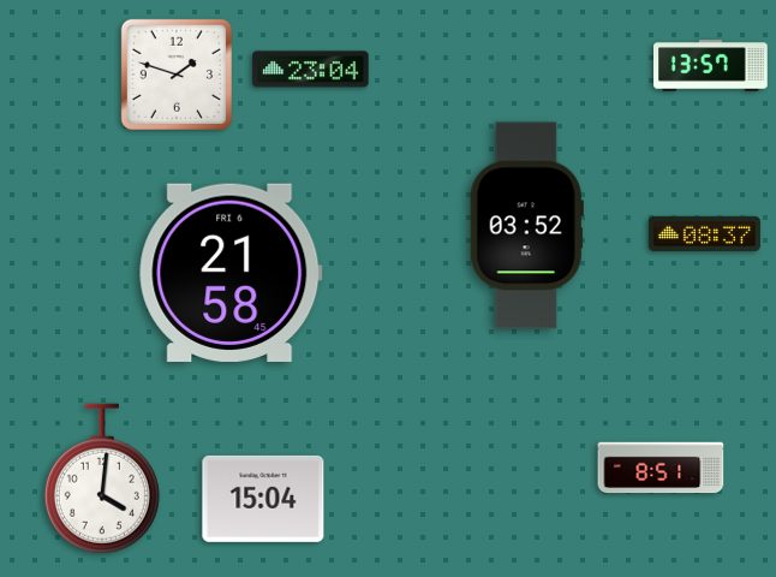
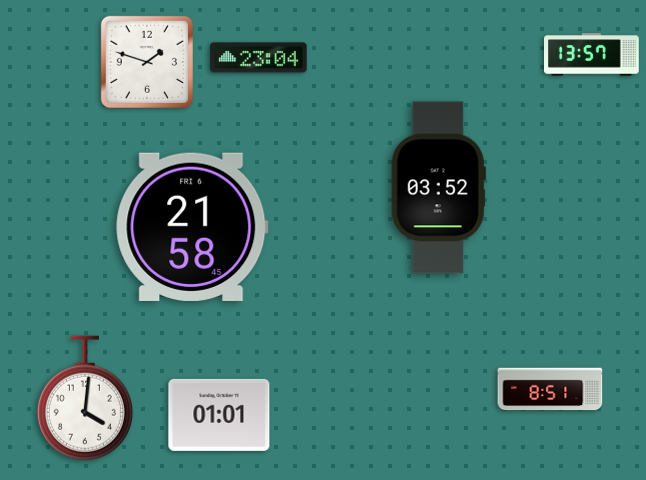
clock at (704, 233): 08:37 -> none
clock at (263, 499): 15:04 -> 01:01
